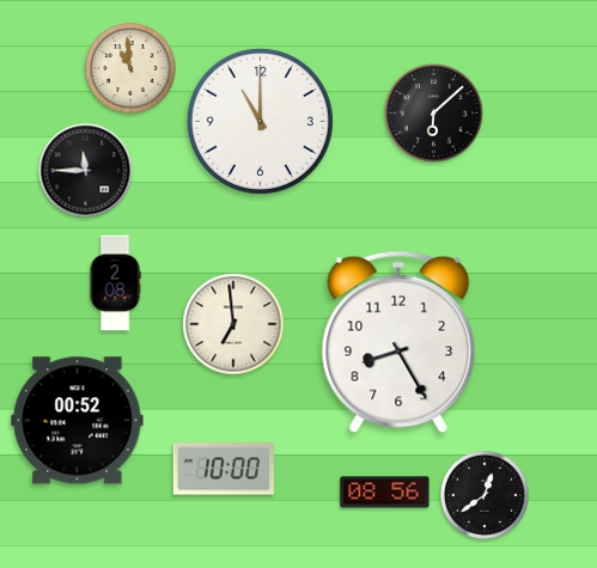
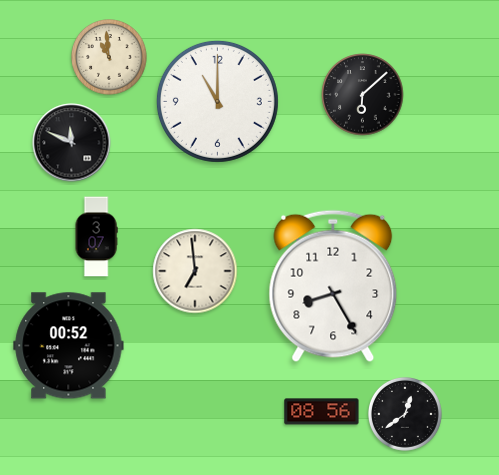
clock at (86, 171): 11:45 -> 11:49
clock at (115, 283): 2:08 -> 3:07
clock at (78, 421) position: (78, 421) -> (69, 346)
clock at (223, 469): 10:00 -> none
